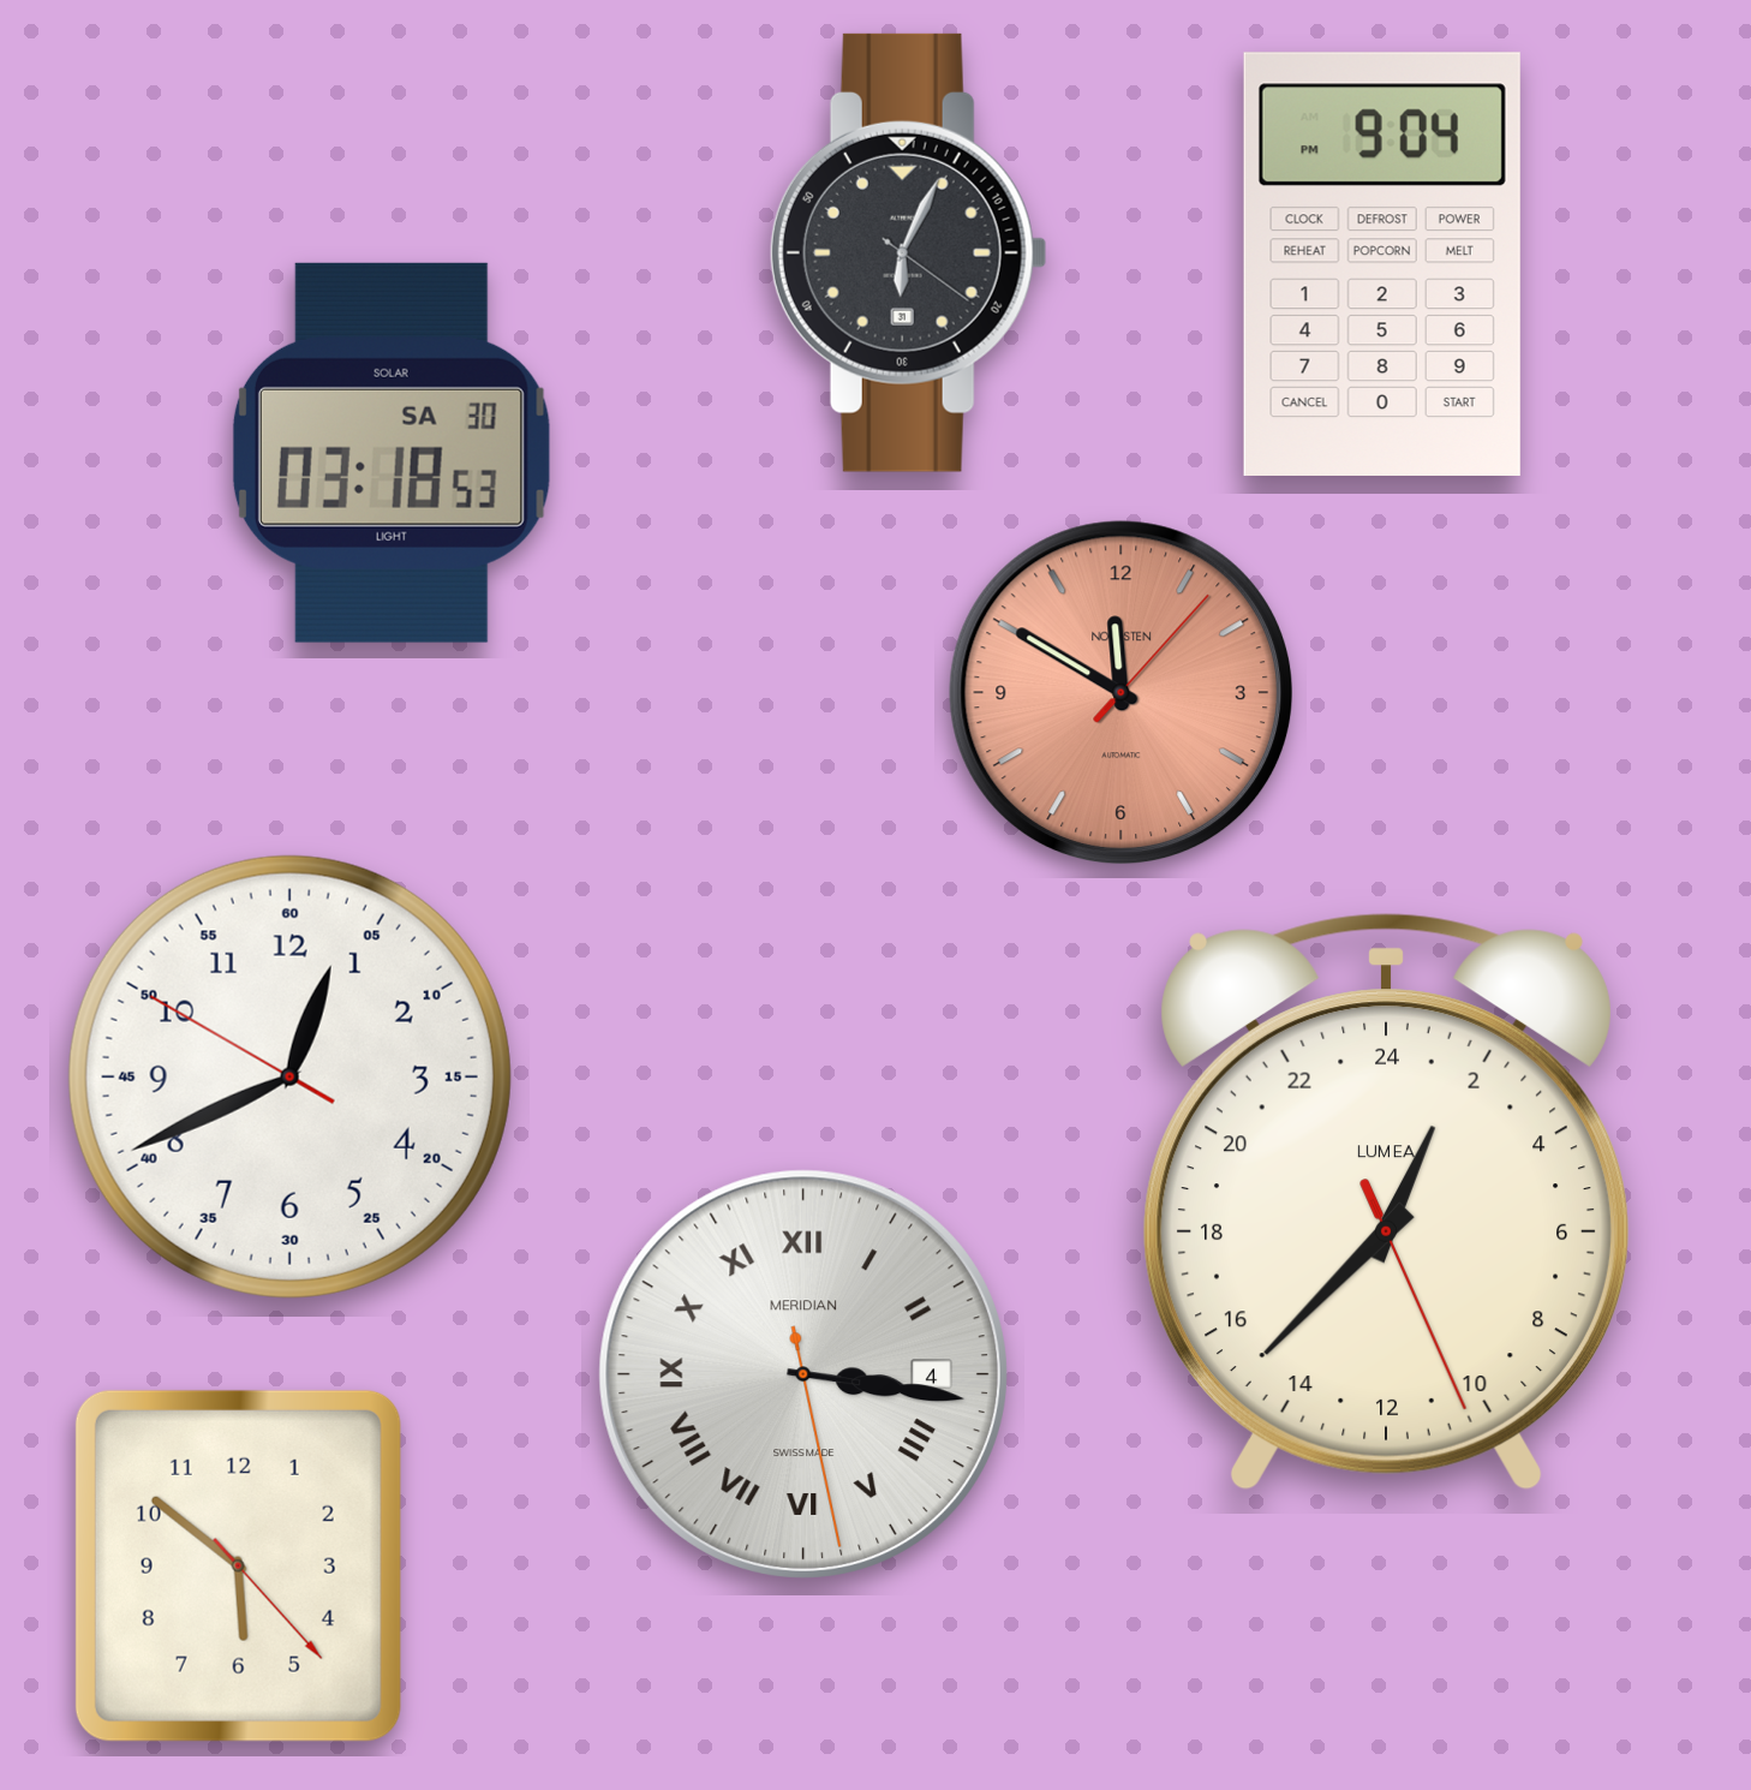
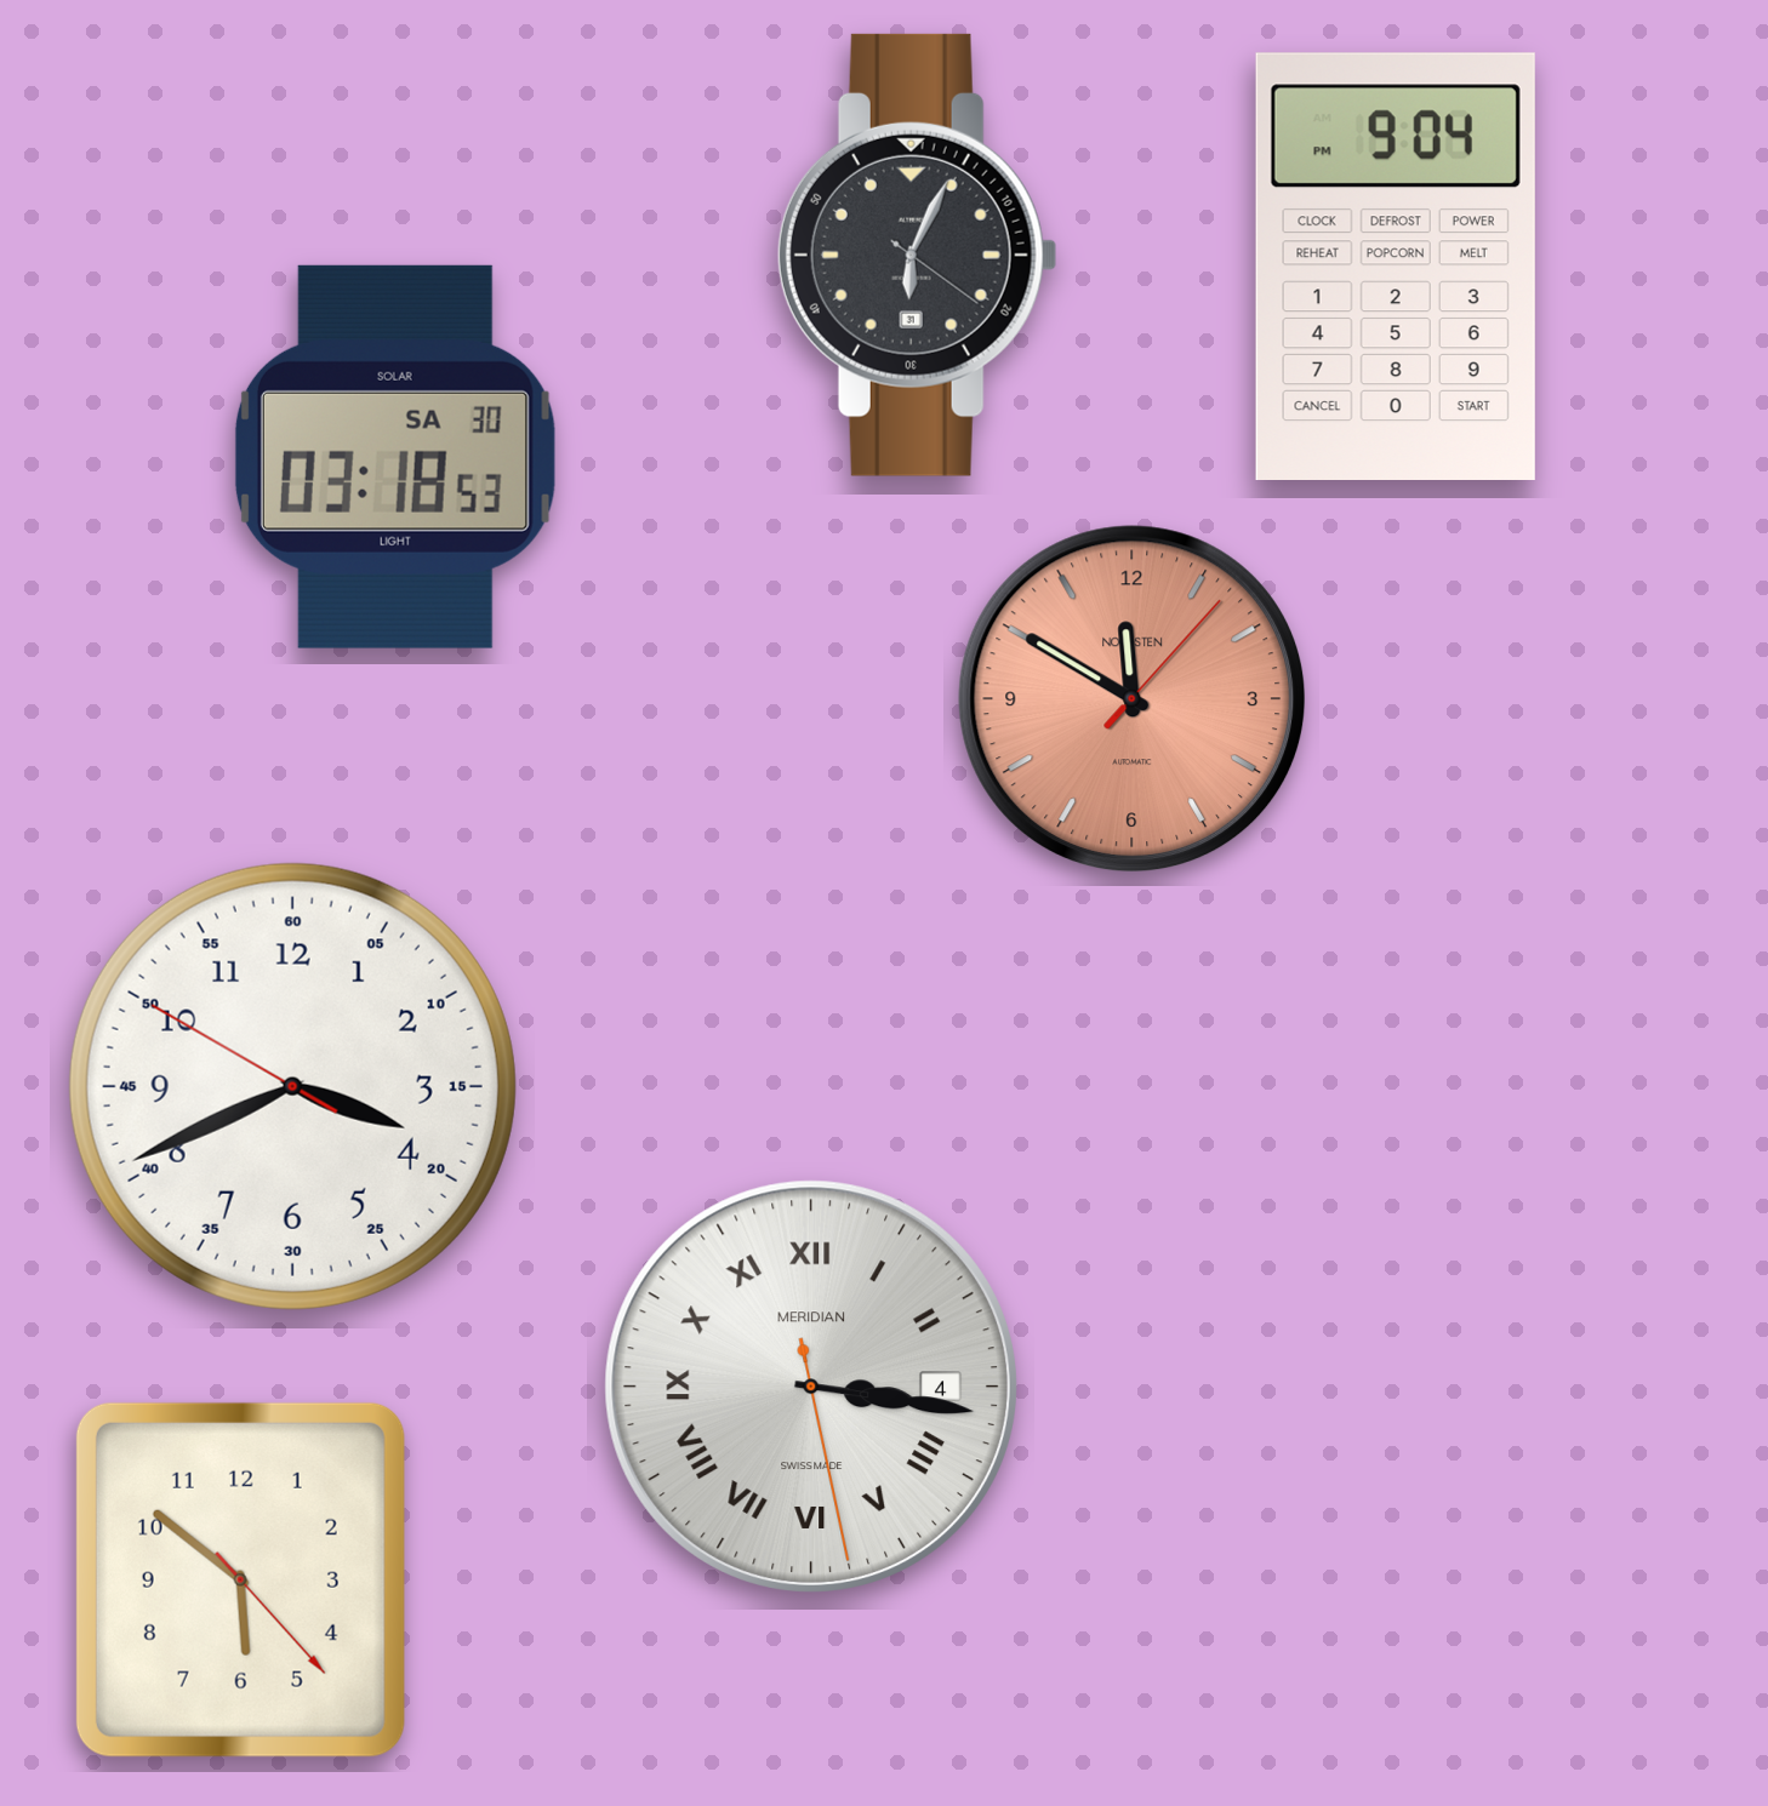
clock at (289, 1076): 12:40 -> 3:40
clock at (1386, 1203): 1:37 -> none
